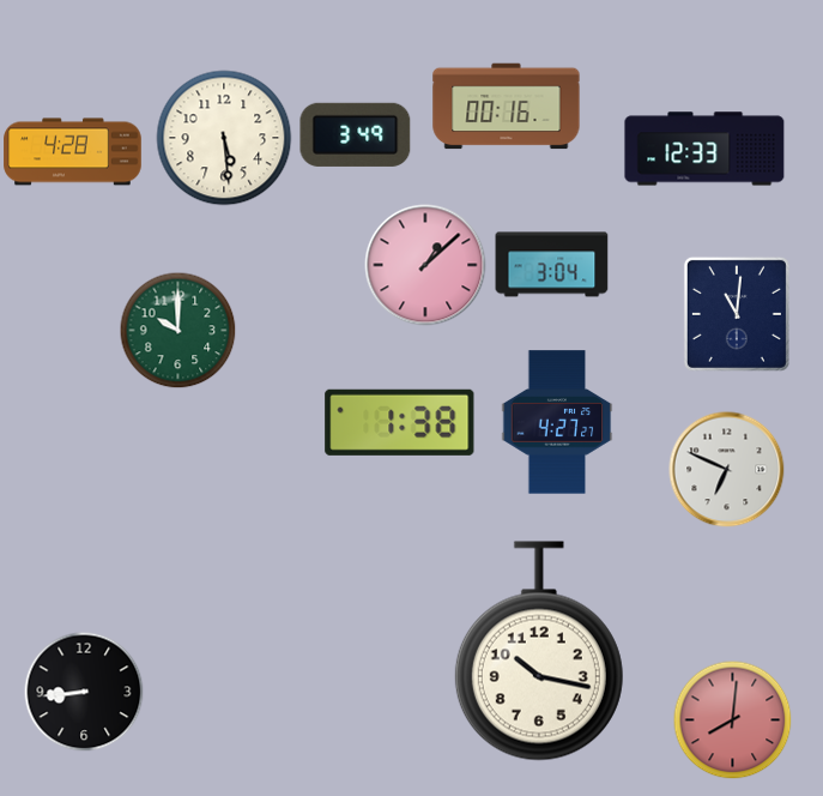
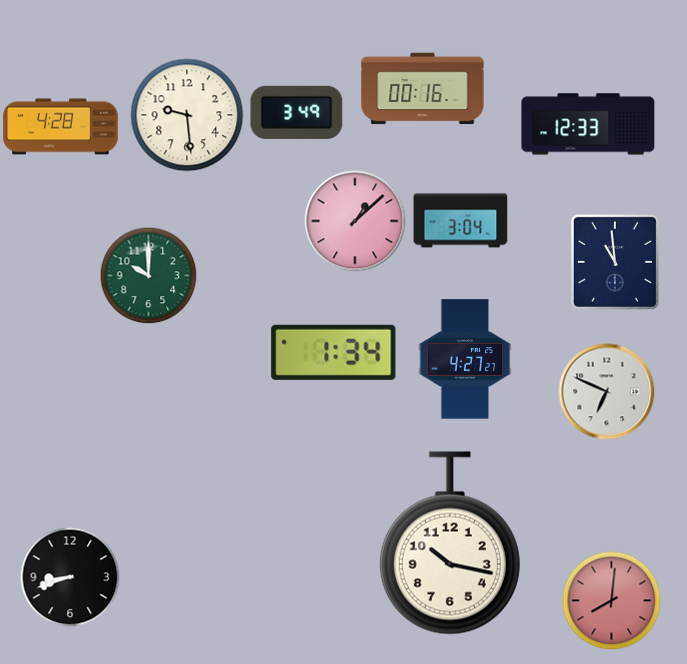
clock at (224, 138): 5:29 -> 9:29
clock at (737, 314): 11:01 -> 10:59
clock at (400, 422): 1:38 -> 1:34
clock at (557, 422) position: (557, 422) -> (465, 359)
clock at (84, 692): 8:44 -> 8:42
